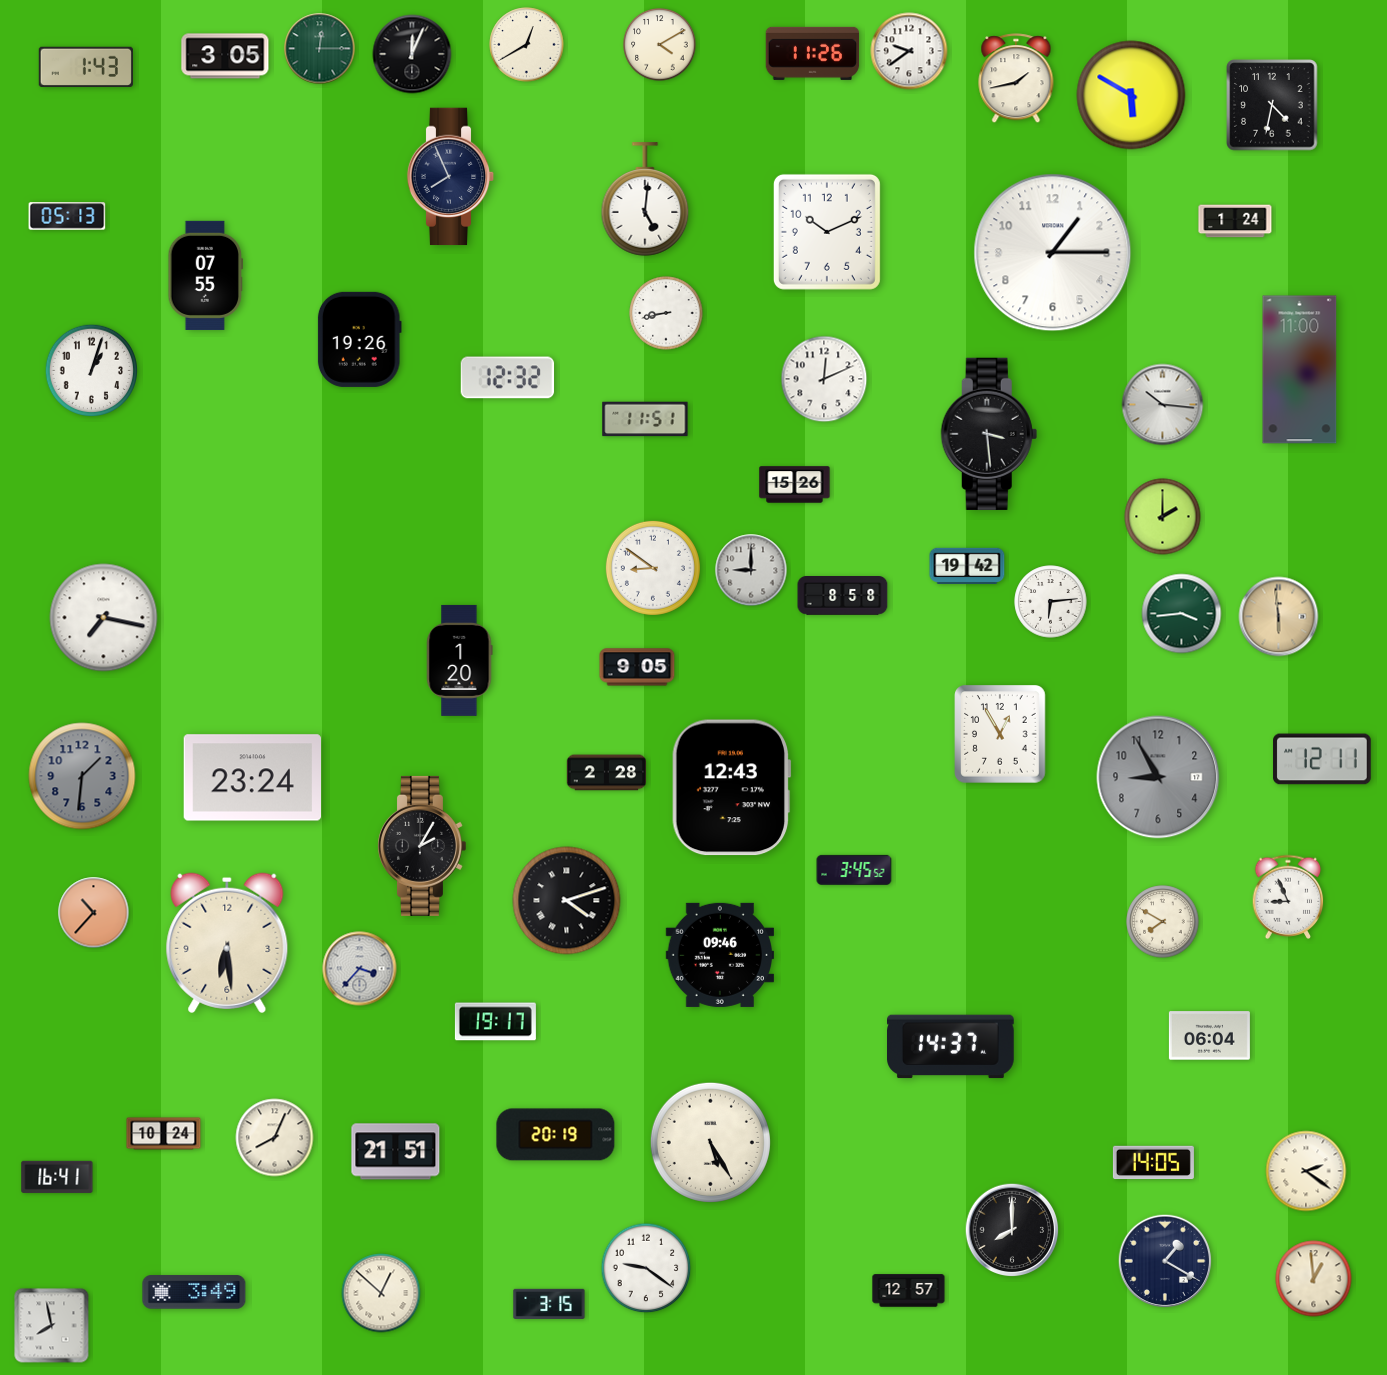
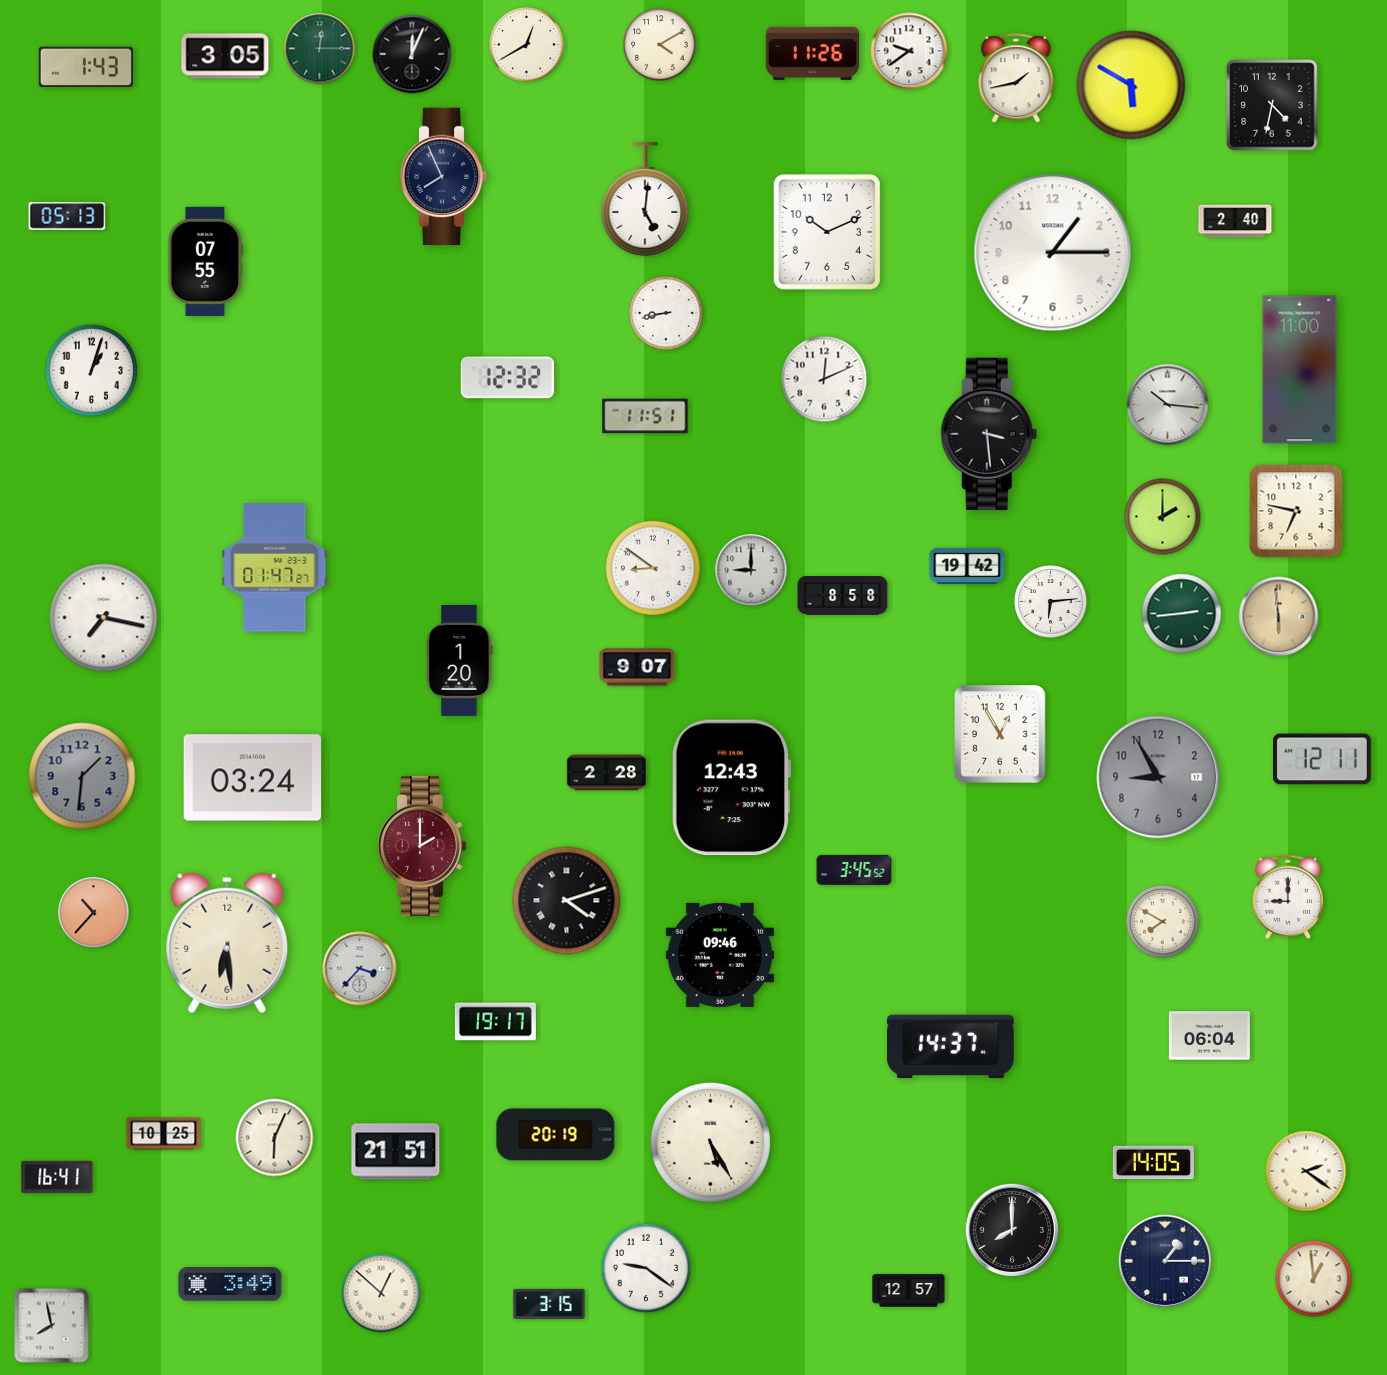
clock at (1131, 95) position: (1131, 95) -> (1131, 85)
clock at (451, 177) position: (451, 177) -> (444, 177)
clock at (1235, 221): 1:24 -> 2:40
clock at (206, 275) position: (206, 275) -> (206, 261)
clock at (359, 339): 19:26 -> none
clock at (1163, 405) position: (1163, 405) -> (1168, 405)
clock at (645, 419) position: (645, 419) -> (645, 416)
clock at (795, 485): 15:26 -> none
clock at (1296, 511): none -> 6:47
clock at (275, 568): none -> 01:47
clock at (1182, 614): 3:44 -> 2:44
clock at (637, 667): 9:05 -> 9:07
clock at (252, 778): 23:24 -> 03:24
clock at (421, 846): 2:05 -> 2:00
clock at (421, 846) dial: black -> burgundy
clock at (1288, 897): 8:56 -> 9:00
clock at (164, 1134): 10:24 -> 10:25
clock at (275, 1138): 8:04 -> 6:04
clock at (1165, 1261): 1:20 -> 1:15
clock at (194, 1292) position: (194, 1292) -> (230, 1284)
